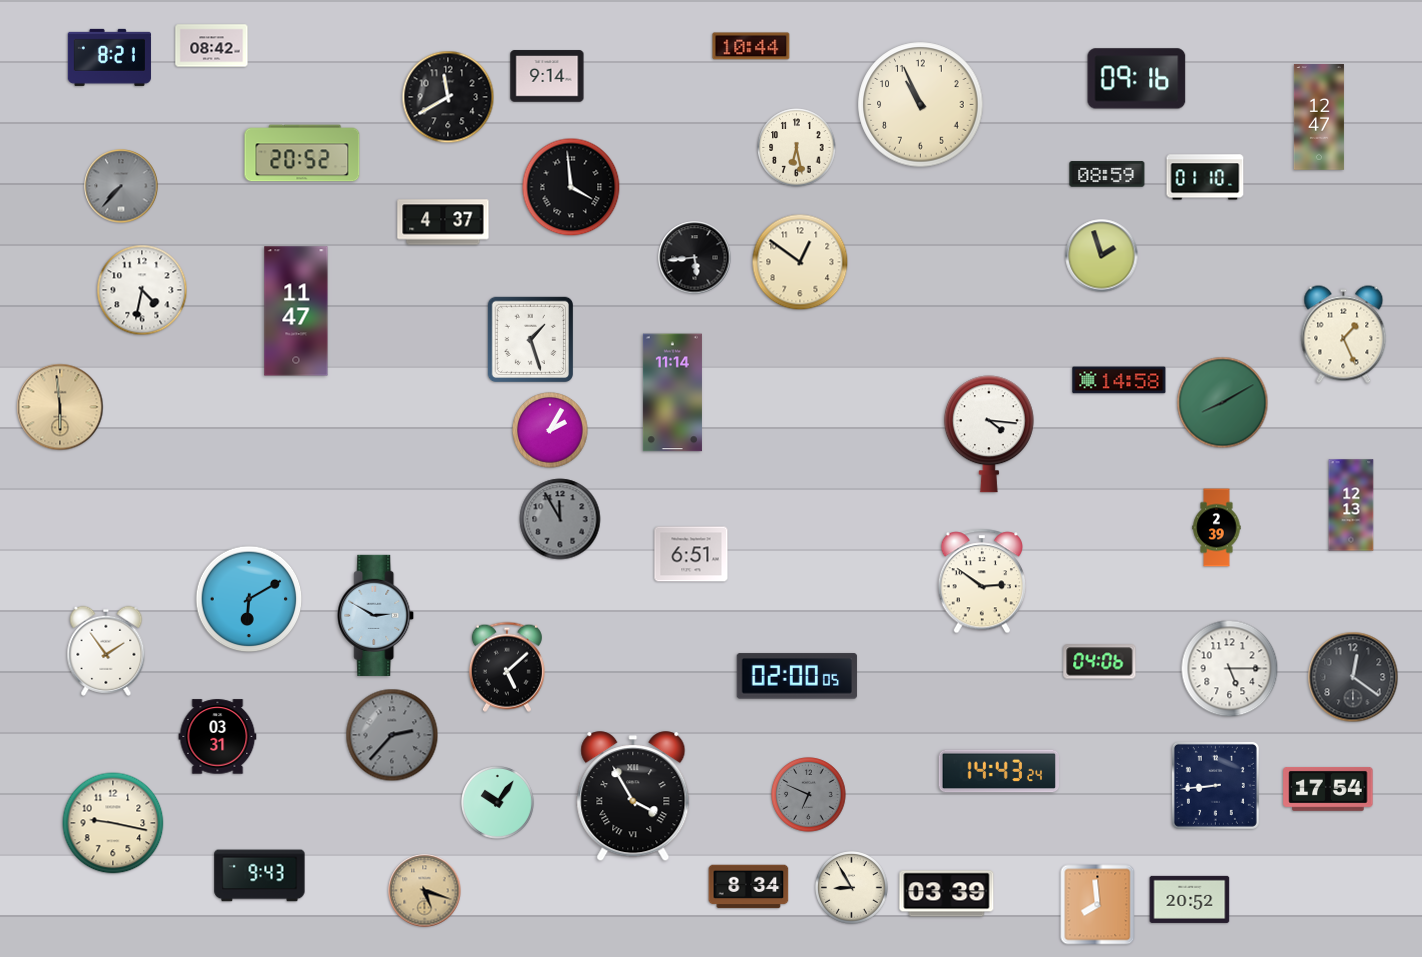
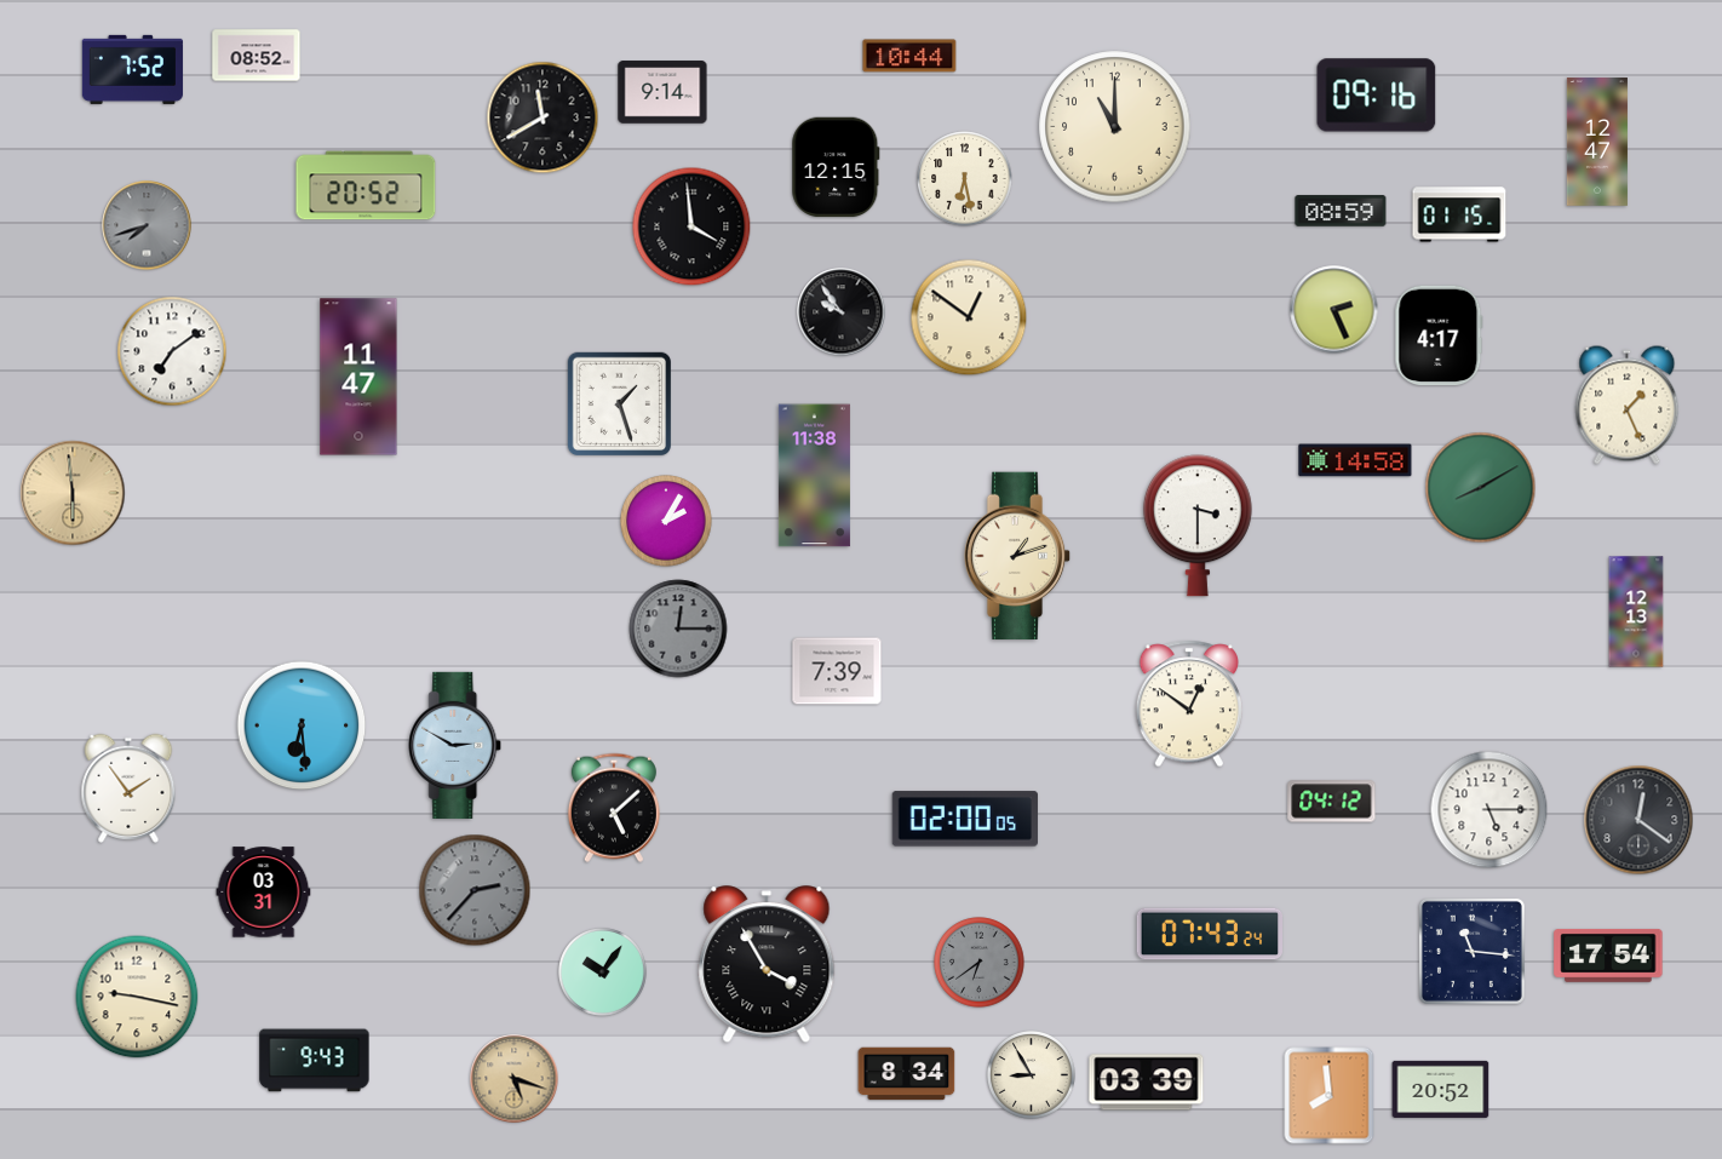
clock at (212, 46): 08:42 -> 08:52
clock at (109, 57): 8:21 -> 7:52
clock at (921, 105): 10:56 -> 11:00
clock at (836, 167): none -> 12:15
clock at (1205, 177): 01:10 -> 01:15
clock at (121, 186): 7:37 -> 7:42
clock at (443, 222): 4:37 -> none
clock at (1102, 256): 1:57 -> 2:26
clock at (695, 258): 5:44 -> 9:54
clock at (1439, 335): none -> 4:17
clock at (142, 290): 4:32 -> 7:09
clock at (530, 339) position: (530, 339) -> (619, 403)
clock at (672, 393): 11:14 -> 11:38
clock at (989, 434): 4:16 -> 3:30
clock at (1017, 556): none -> 1:12
clock at (560, 519): 11:55 -> 12:15
clock at (1217, 528): 2:39 -> none
clock at (691, 554): 6:51 -> 7:39
clock at (982, 581): 2:51 -> 12:51
clock at (249, 599): 6:10 -> 6:29
clock at (1100, 662): 04:06 -> 04:12
clock at (998, 771): 14:43 -> 07:43
clock at (1215, 785): 8:44 -> 11:16
clock at (809, 795): 6:49 -> 6:39
